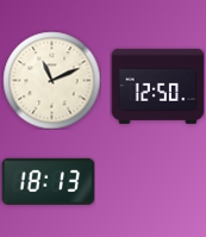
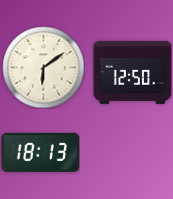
clock at (51, 80): 11:11 -> 6:09
